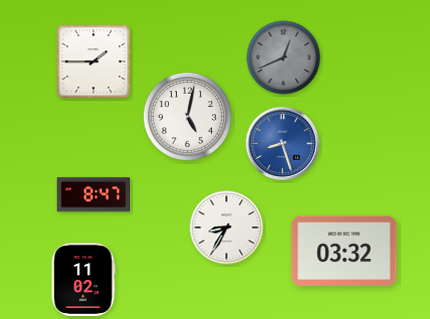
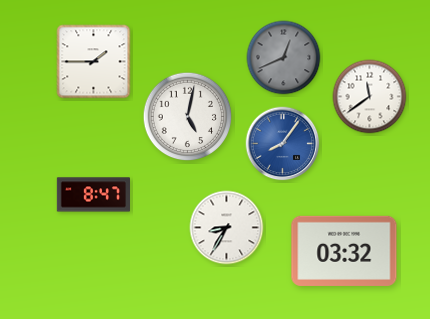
clock at (370, 97): none -> 11:39
clock at (283, 144): 8:27 -> 8:06
clock at (83, 279): 11:02 -> none
